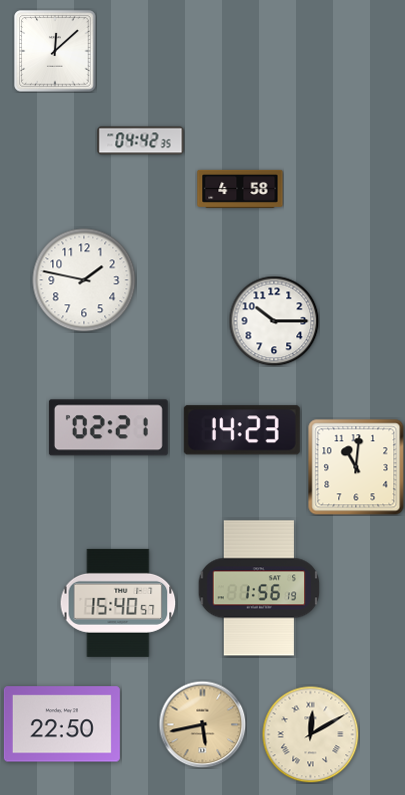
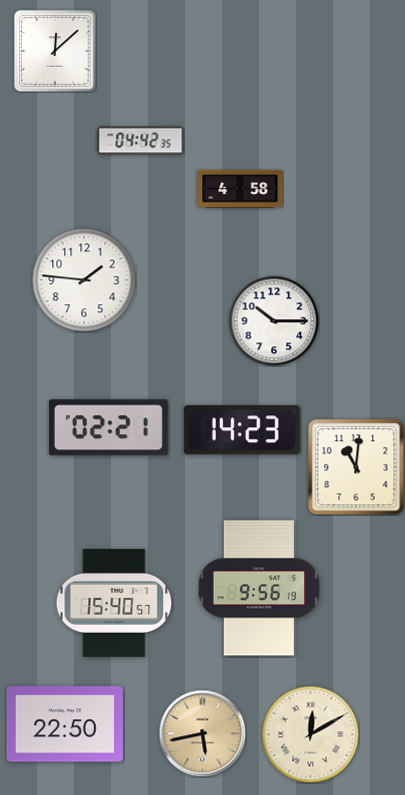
clock at (84, 280): 1:47 -> 1:46
clock at (259, 588): 1:56 -> 9:56
clock at (118, 603) position: (118, 603) -> (114, 603)
clock at (62, 724) position: (62, 724) -> (65, 724)
clock at (202, 724) position: (202, 724) -> (202, 733)
